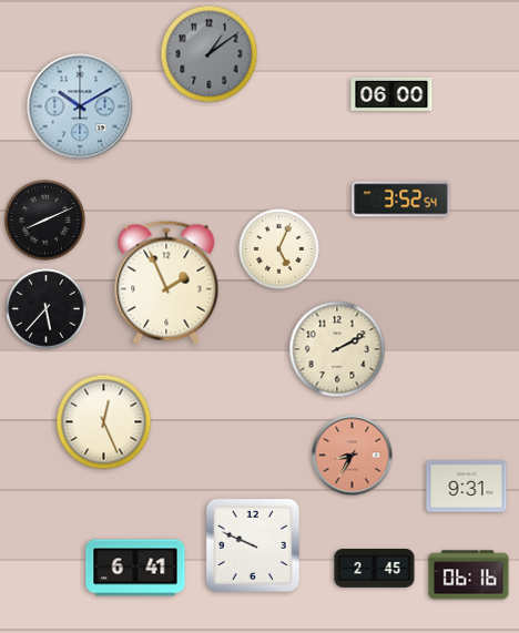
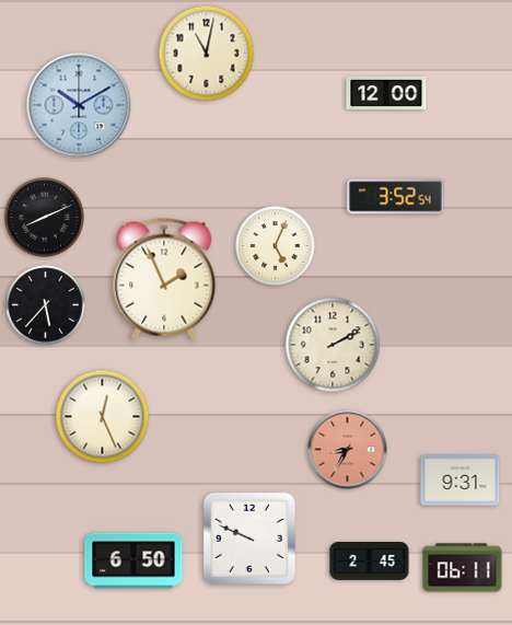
clock at (210, 54): 1:09 -> 11:02
clock at (210, 54) dial: grey -> cream
clock at (391, 94): 06:00 -> 12:00
clock at (135, 568): 6:41 -> 6:50
clock at (469, 575): 06:16 -> 06:11
